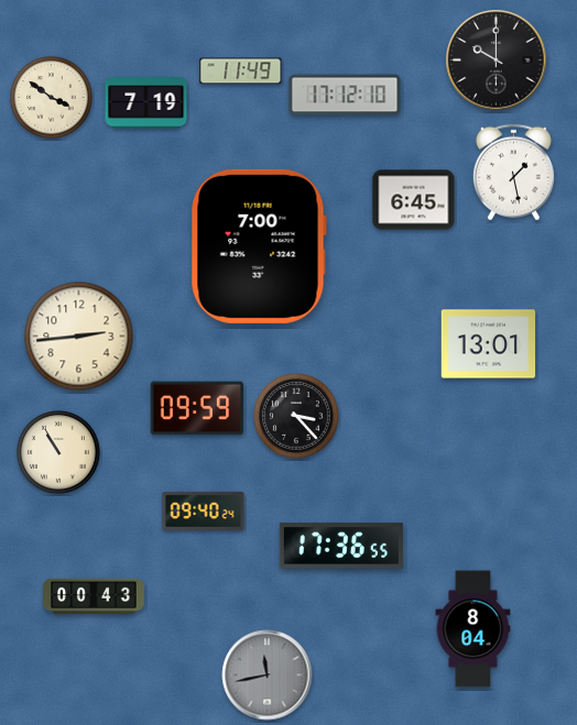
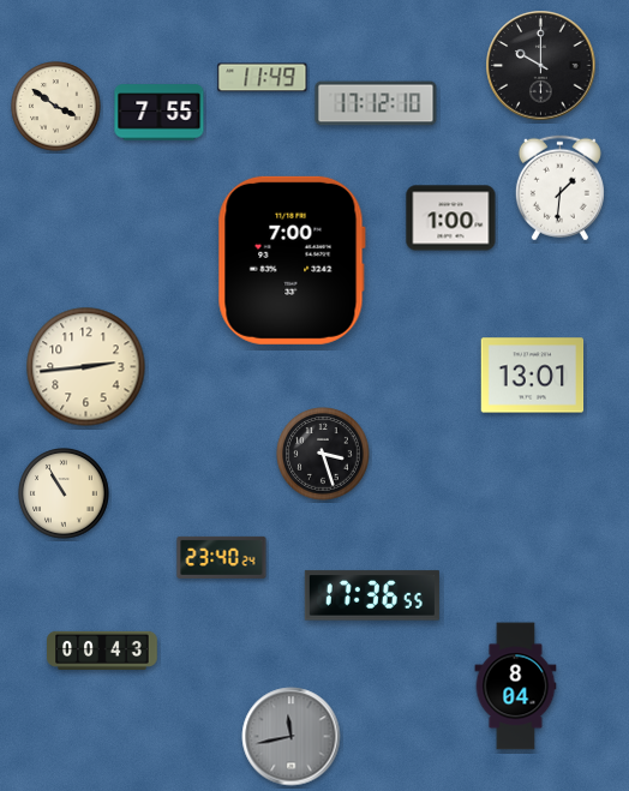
clock at (146, 103): 7:19 -> 7:55
clock at (513, 173): 1:28 -> 1:31
clock at (414, 200): 6:45 -> 1:00
clock at (259, 246) position: (259, 246) -> (292, 260)
clock at (197, 408): 09:59 -> none
clock at (296, 416): 3:23 -> 3:27
clock at (204, 510): 09:40 -> 23:40
